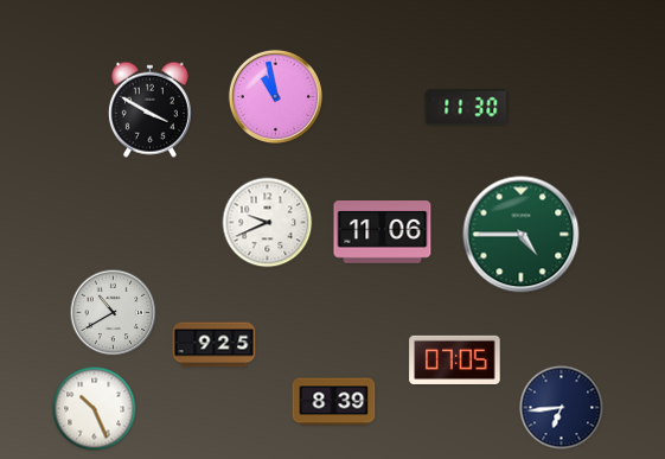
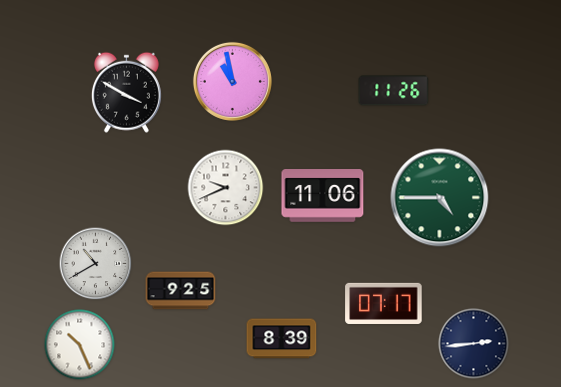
clock at (467, 108): 11:30 -> 11:26
clock at (455, 359): 07:05 -> 07:17
clock at (562, 408): 6:44 -> 2:44
